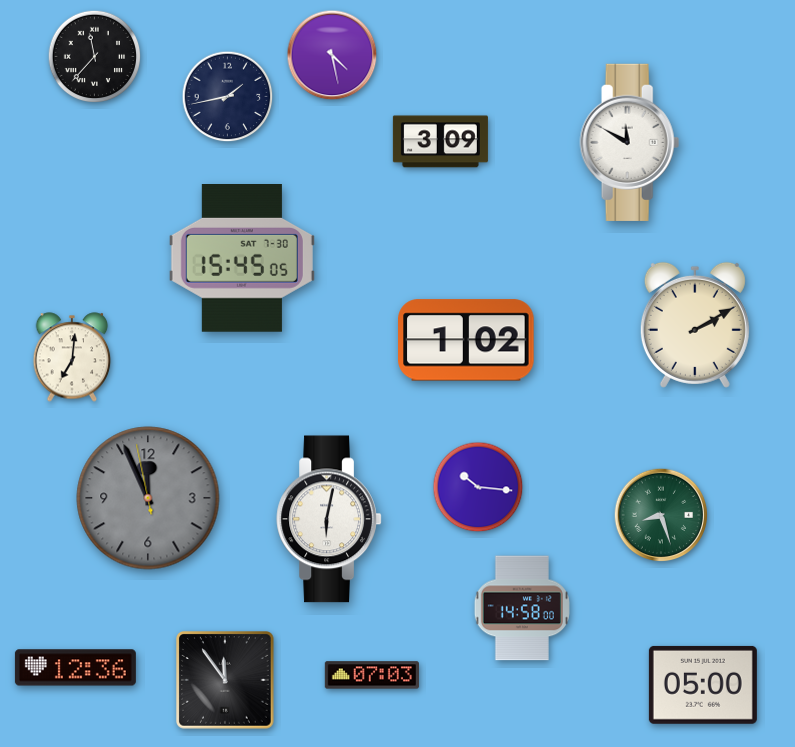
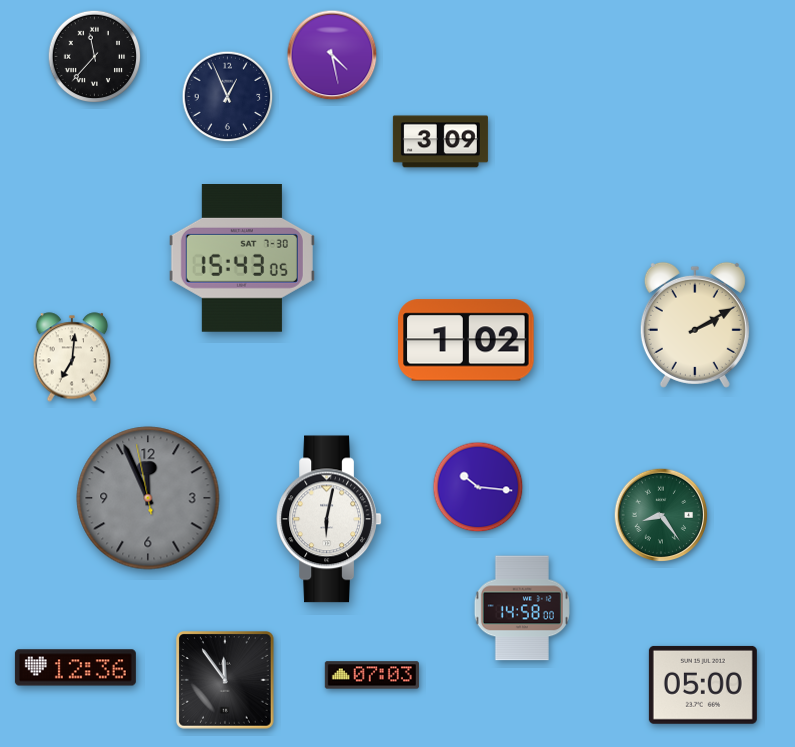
clock at (228, 97): 1:43 -> 12:56
clock at (630, 142): 11:50 -> none
clock at (242, 259): 15:45 -> 15:43
clock at (661, 515): 8:27 -> 8:24
